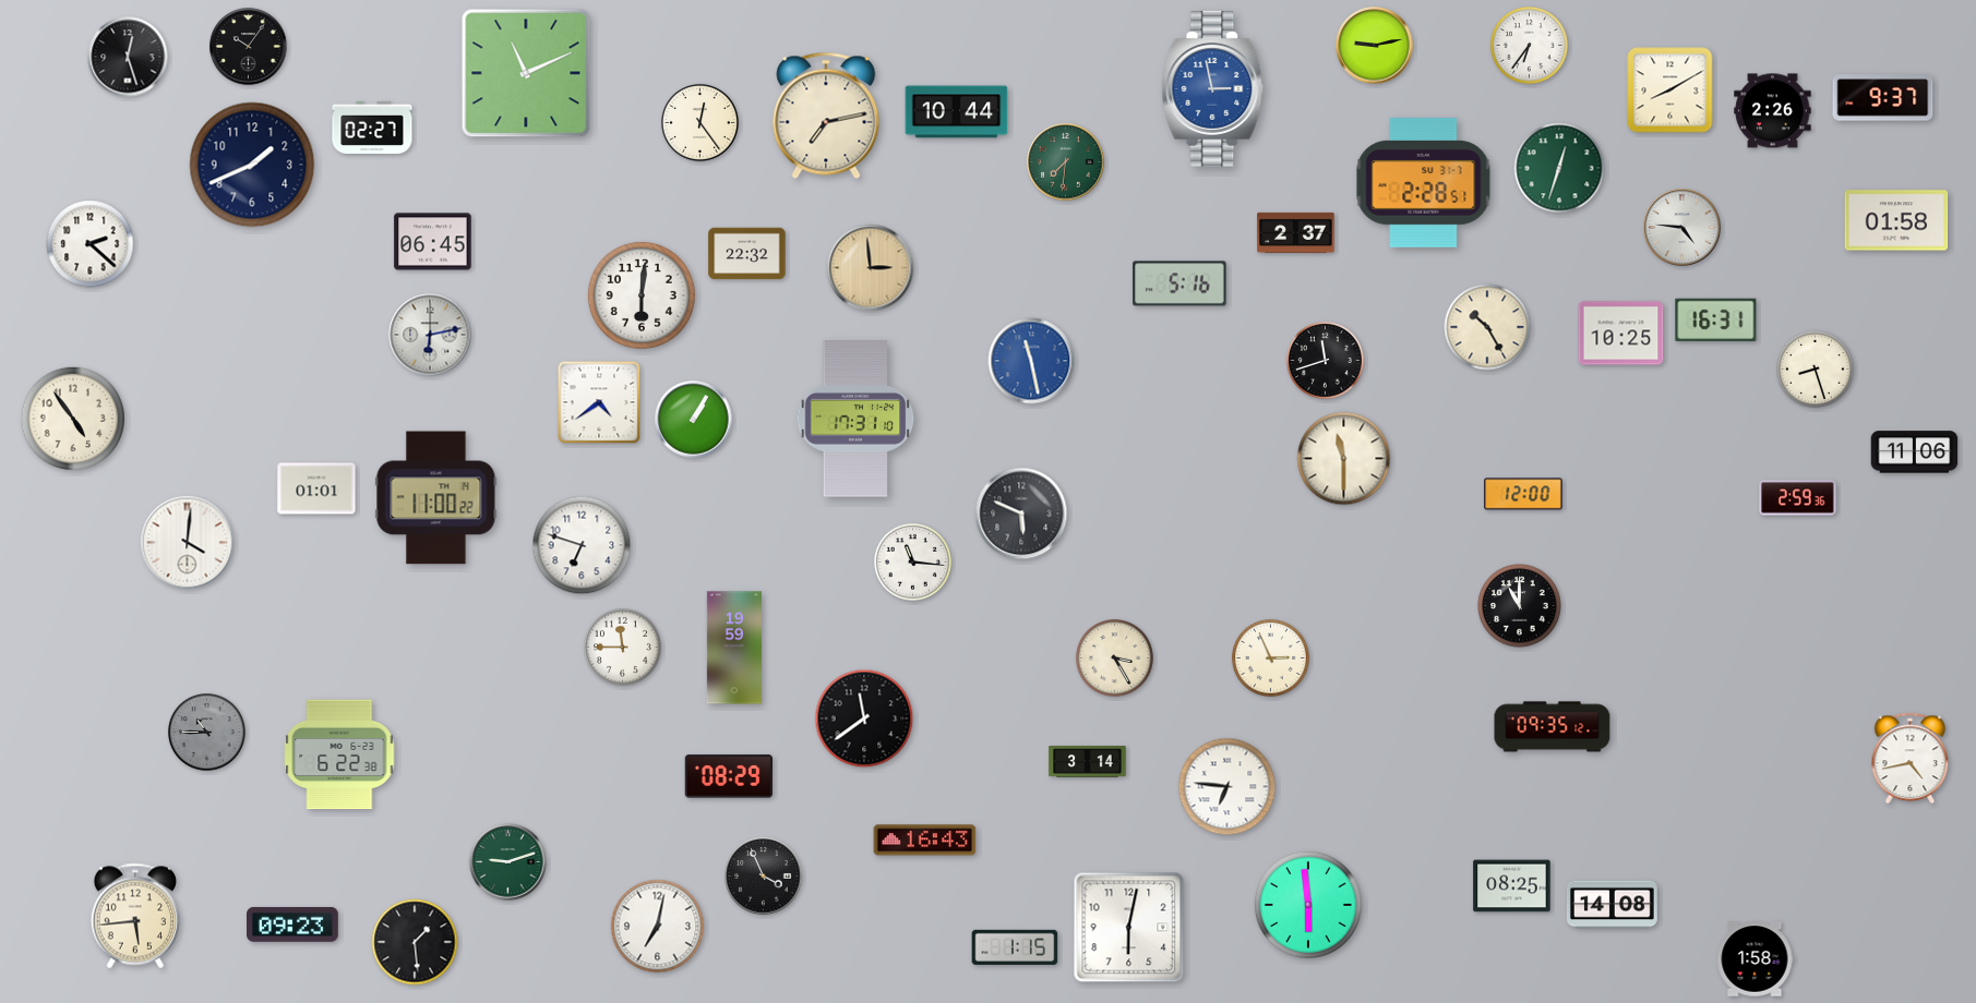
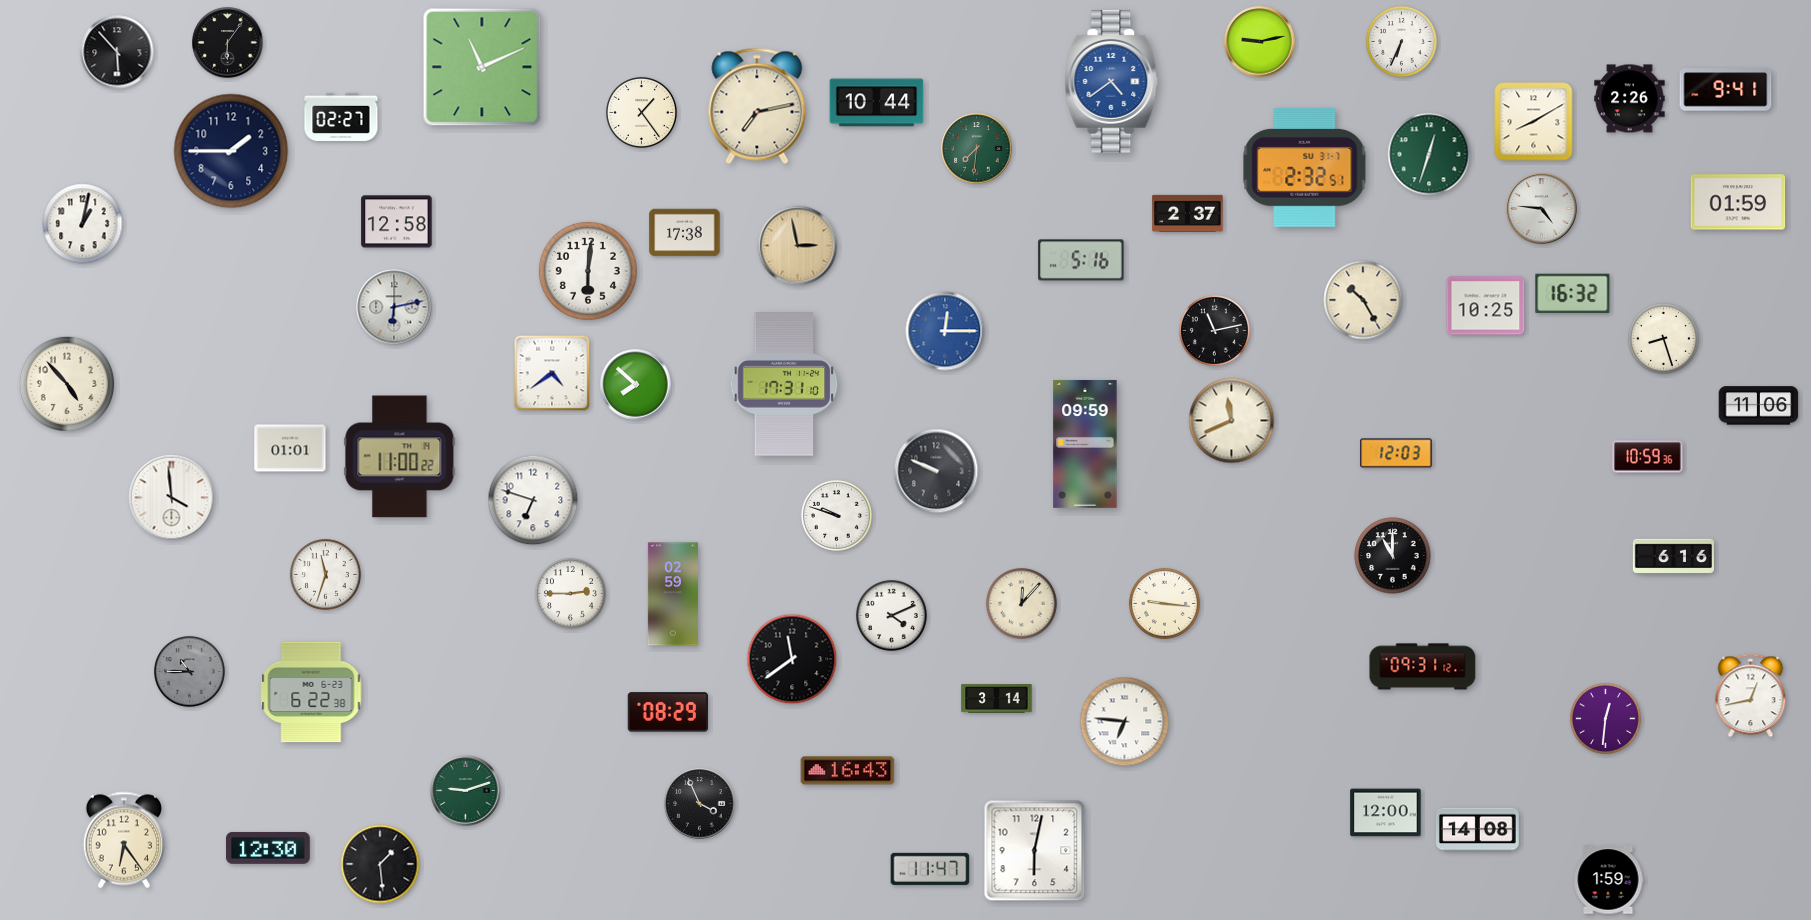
clock at (1529, 45): 6:36 -> 6:34
clock at (249, 47): 10:06 -> 6:06
clock at (128, 57): 12:27 -> 5:53
clock at (1213, 88): 2:58 -> 4:39
clock at (1670, 90) position: (1670, 90) -> (1534, 122)
clock at (1883, 98): 9:37 -> 9:41
clock at (1773, 111) position: (1773, 111) -> (1630, 99)
clock at (699, 122): 12:24 -> 1:24
clock at (252, 165): 1:41 -> 1:45
clock at (1424, 183): 2:28 -> 2:32
clock at (1896, 220): 01:58 -> 01:59
clock at (433, 242): 06:45 -> 12:58
clock at (91, 244): 2:22 -> 1:02
clock at (747, 254): 22:32 -> 17:38
clock at (871, 268): 2:59 -> 2:58
clock at (1716, 319): 16:31 -> 16:32
clock at (1325, 360): 11:42 -> 11:13
clock at (1031, 361): 11:28 -> 12:15
clock at (599, 402) position: (599, 402) -> (552, 373)
clock at (72, 418): 4:54 -> 4:53
clock at (694, 420): 1:05 -> 7:52
clock at (1915, 452) position: (1915, 452) -> (1759, 406)
clock at (1344, 459): 11:30 -> 11:41
clock at (1085, 444): none -> 09:59
clock at (1523, 494): 12:00 -> 12:03
clock at (1798, 498): 2:59 -> 10:59
clock at (1021, 513): 5:49 -> 9:49
clock at (188, 543): 4:01 -> 3:59
clock at (912, 561): 11:16 -> 9:48
clock at (1673, 557): none -> 6:16
clock at (325, 574): none -> 11:33
clock at (622, 646): 11:45 -> 2:45
clock at (734, 648): 19:59 -> 02:59
clock at (1114, 657): 3:25 -> 12:07
clock at (1270, 657): 2:56 -> 9:16
clock at (891, 615): none -> 4:11
clock at (1553, 727): 09:35 -> 09:31
clock at (1911, 759): 4:43 -> 12:43
clock at (1605, 718): none -> 12:31
clock at (1512, 886): 08:25 -> 12:00
clock at (1308, 905): 5:59 -> none
clock at (135, 916): 5:44 -> 6:24
clock at (294, 925): 09:23 -> 12:30
clock at (658, 927): 7:02 -> none
clock at (1015, 947): 1:15 -> 11:47
clock at (1755, 959): 1:58 -> 1:59
